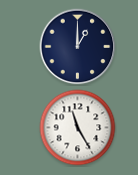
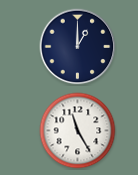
clock at (78, 128) position: (78, 128) -> (78, 131)
